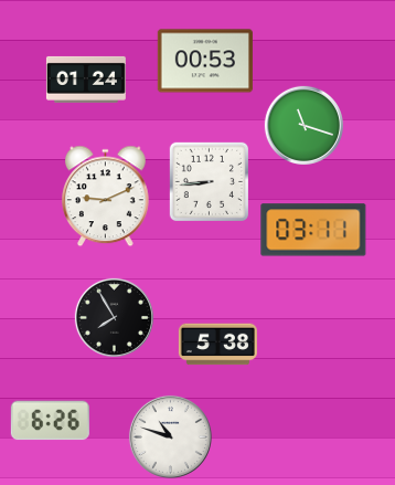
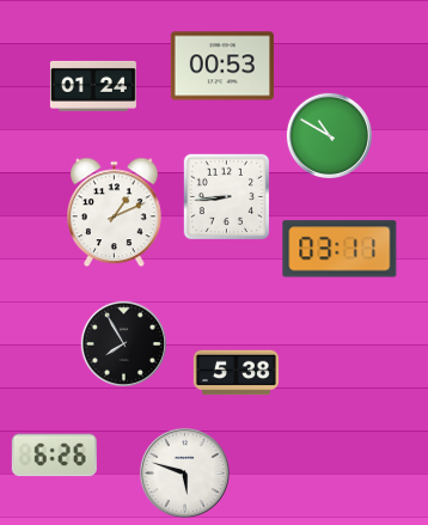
clock at (303, 125): 11:18 -> 10:50
clock at (106, 197): 9:11 -> 1:11
clock at (170, 436): 10:48 -> 5:48
